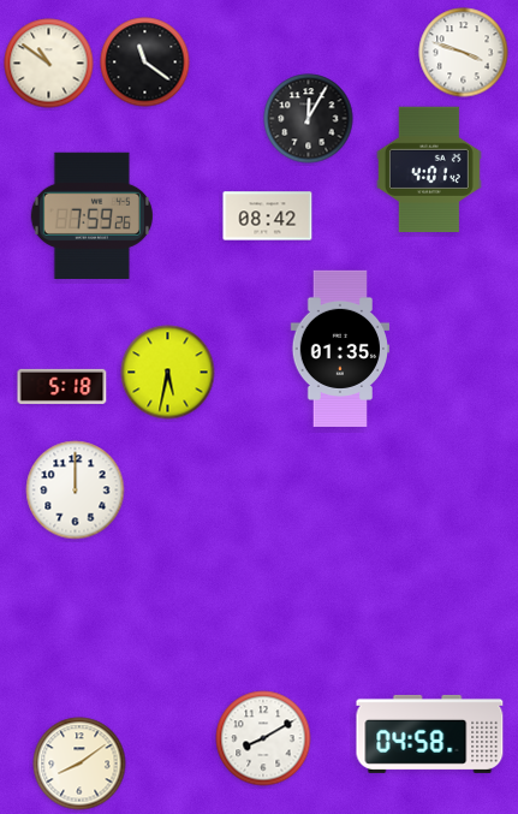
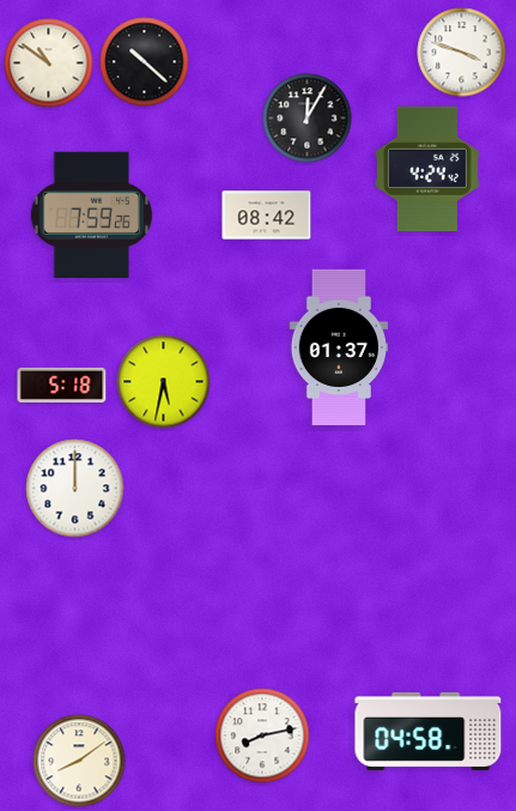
clock at (145, 63): 11:21 -> 10:22
clock at (429, 170): 4:01 -> 4:24
clock at (340, 349): 01:35 -> 01:37
clock at (168, 373) position: (168, 373) -> (164, 382)
clock at (263, 738): 8:10 -> 8:13
